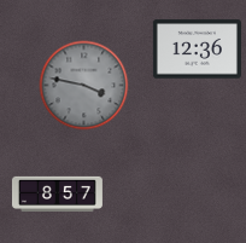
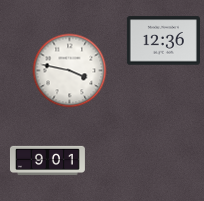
clock at (84, 86) dial: grey -> white
clock at (57, 195): 8:57 -> 9:01
